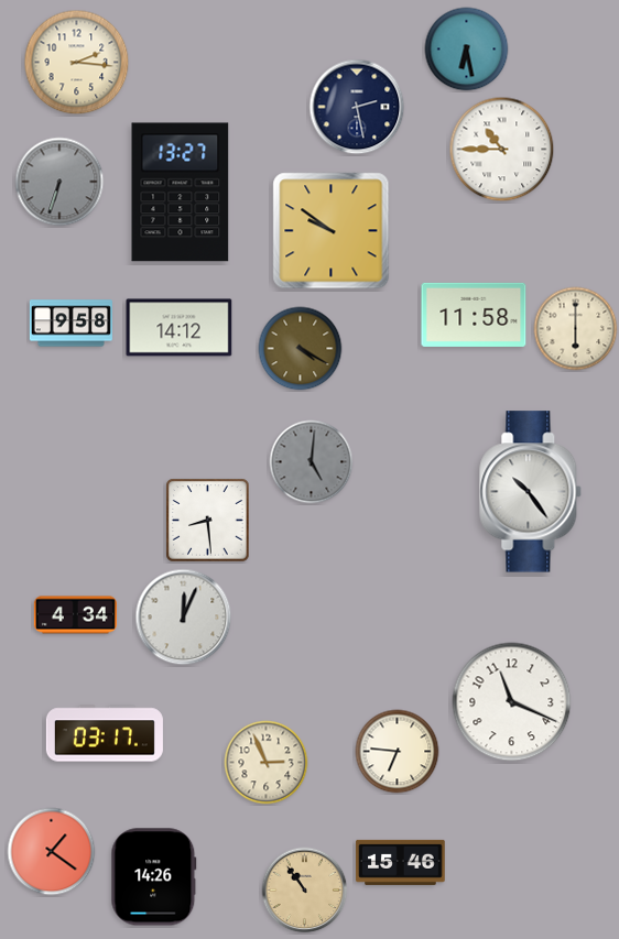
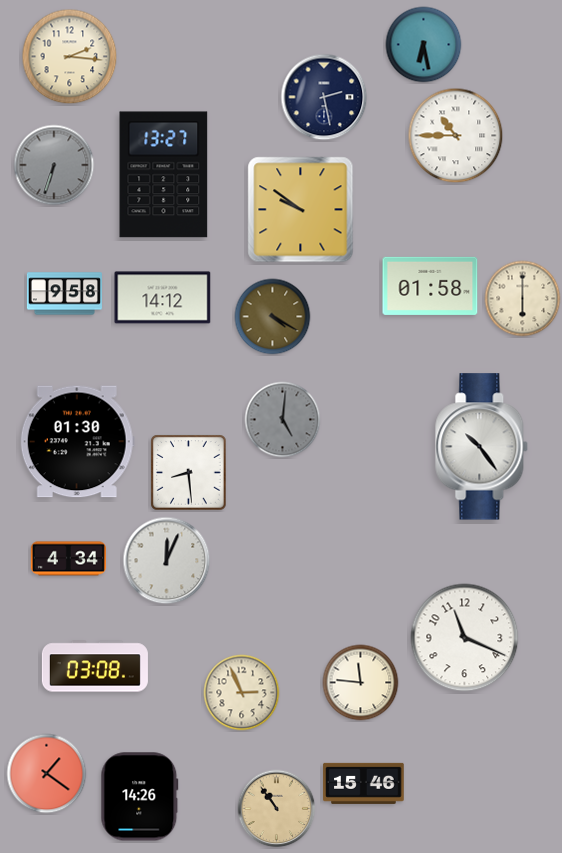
clock at (474, 315): 11:58 -> 01:58
clock at (77, 442): none -> 01:30
clock at (105, 733): 03:17 -> 03:08
clock at (398, 752): 6:46 -> 11:46
